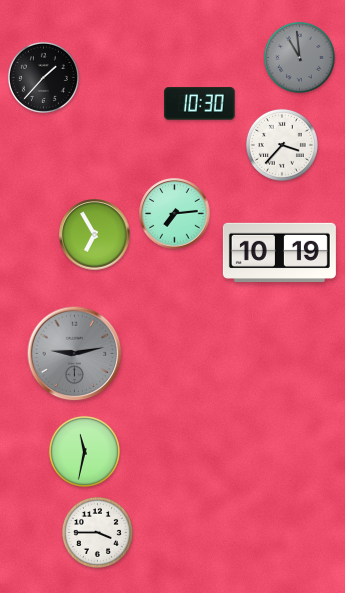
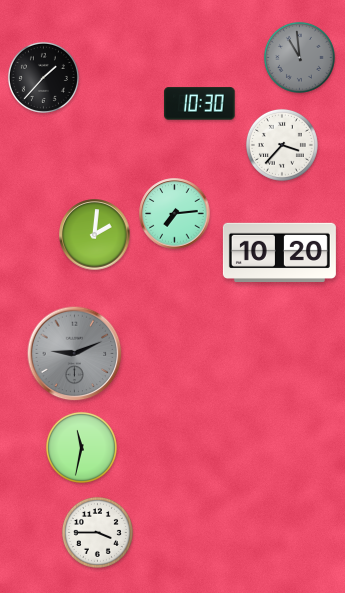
clock at (95, 235): 6:55 -> 2:01
clock at (279, 252): 10:19 -> 10:20
clock at (75, 354): 9:13 -> 9:11
clock at (84, 451) position: (84, 451) -> (81, 447)
